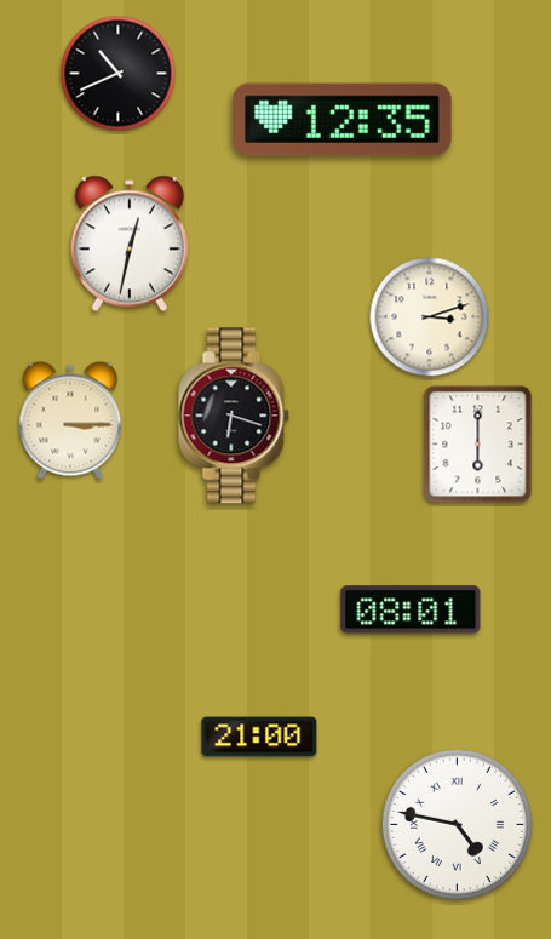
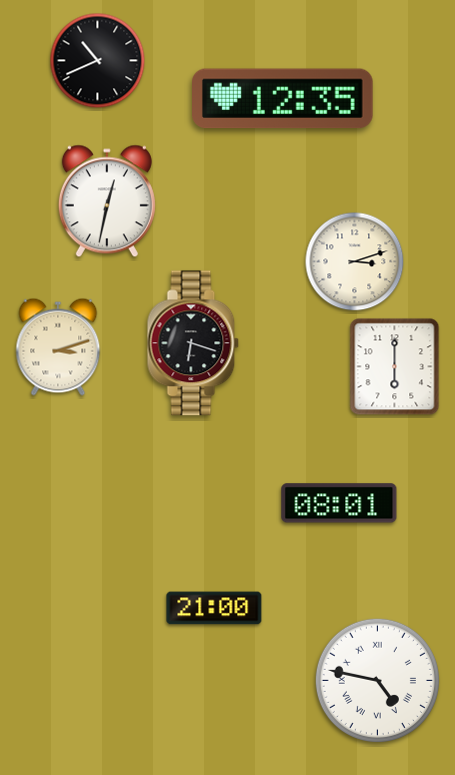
clock at (70, 420): 3:15 -> 3:12
